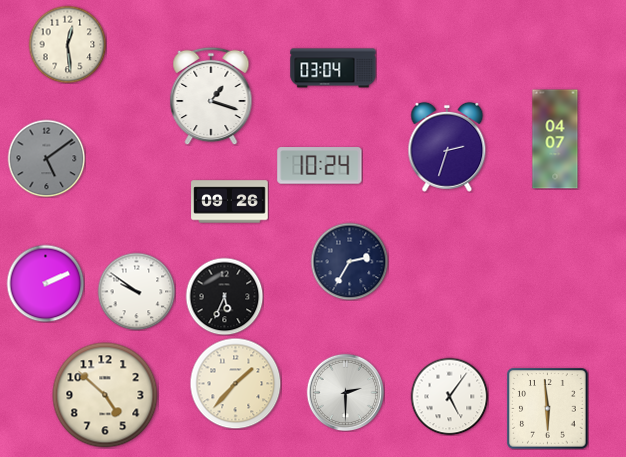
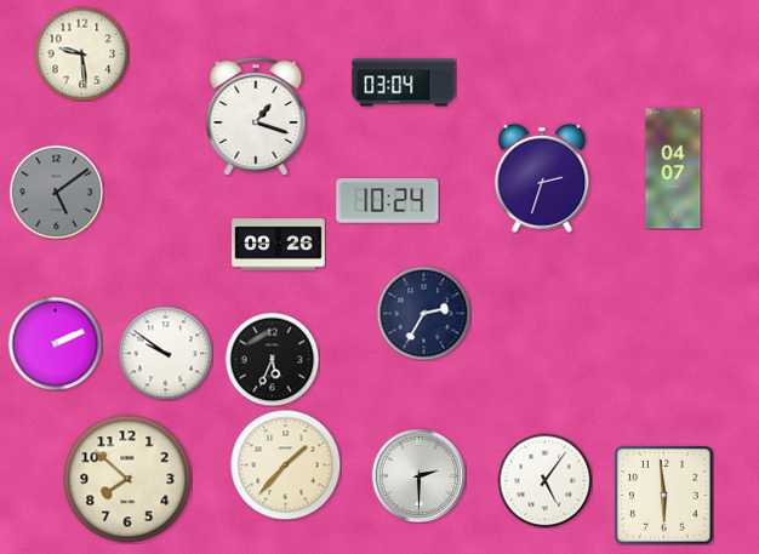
clock at (67, 44): 12:29 -> 9:29
clock at (349, 261) position: (349, 261) -> (423, 313)
clock at (105, 395): 4:52 -> 7:52
